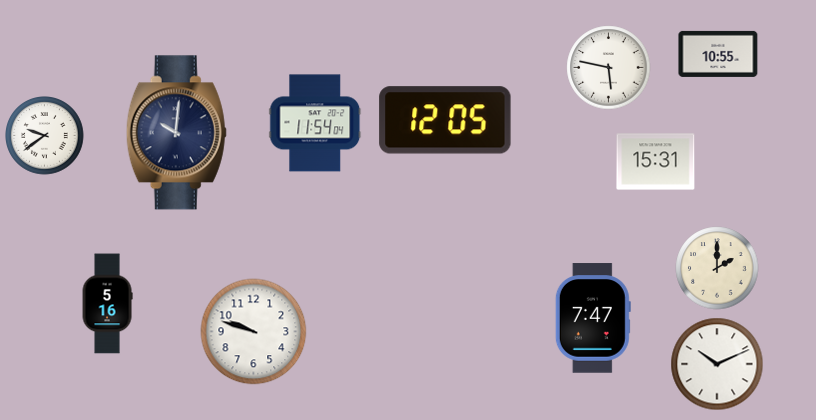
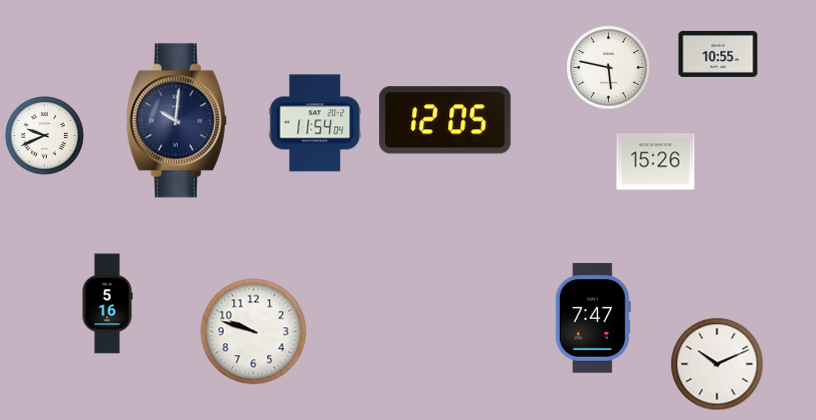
clock at (176, 133) position: (176, 133) -> (176, 121)
clock at (45, 136): 9:39 -> 9:41
clock at (656, 162): 15:31 -> 15:26
clock at (717, 268): 2:00 -> none
